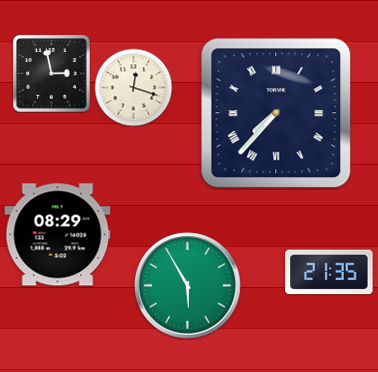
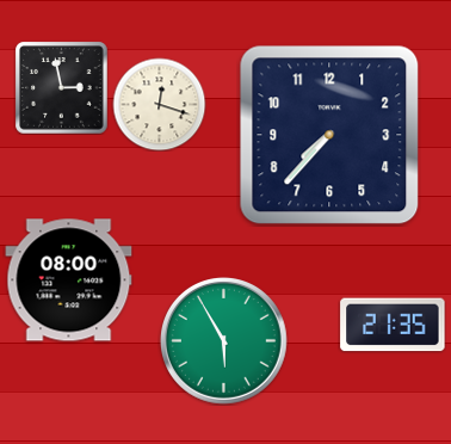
clock at (276, 113) numerals: Roman -> Arabic
clock at (58, 235): 08:29 -> 08:00
